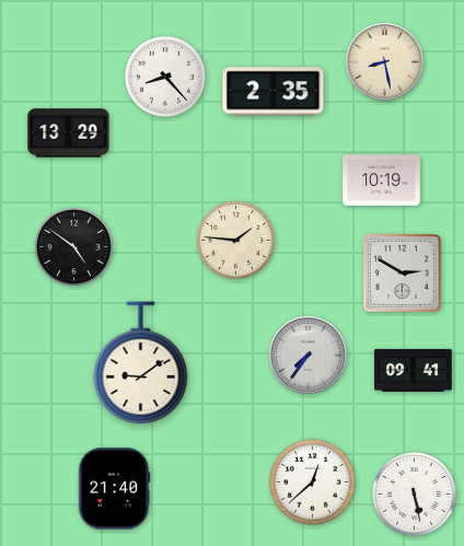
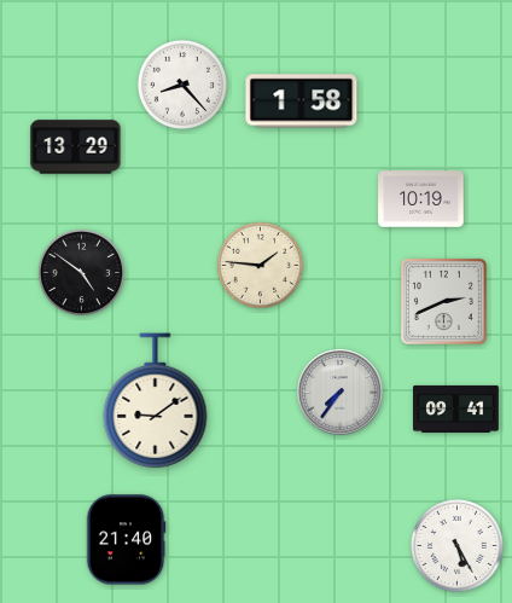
clock at (385, 62): 8:28 -> none
clock at (274, 92): 2:35 -> 1:58
clock at (402, 272): 2:50 -> 2:41
clock at (313, 483): 12:38 -> none
clock at (415, 495): 5:28 -> 5:25
